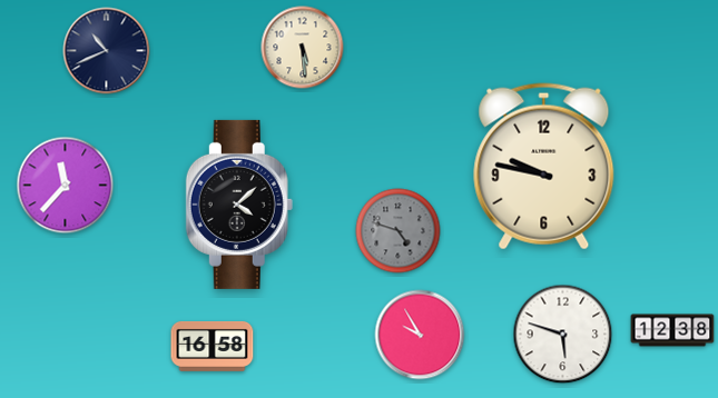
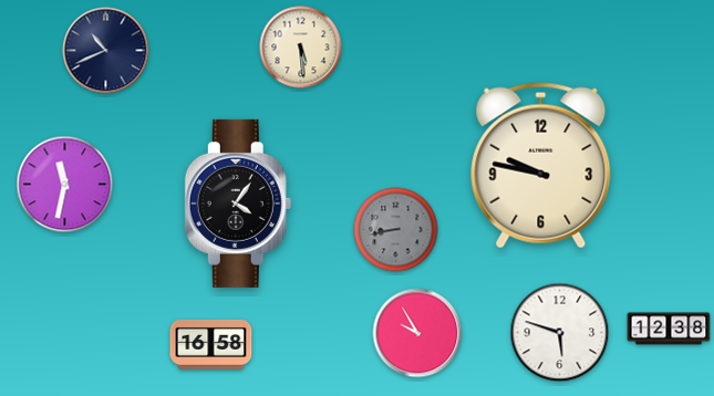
clock at (66, 186): 11:37 -> 11:32
clock at (239, 205): 4:08 -> 4:06
clock at (399, 231): 4:48 -> 8:43
